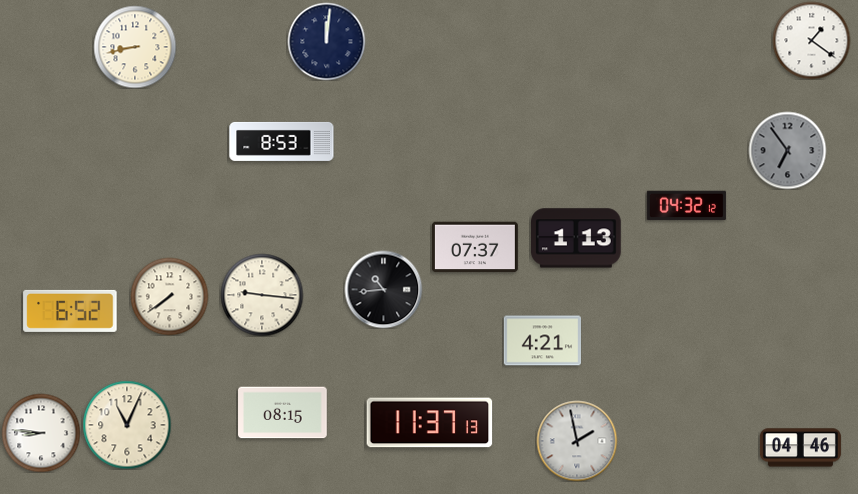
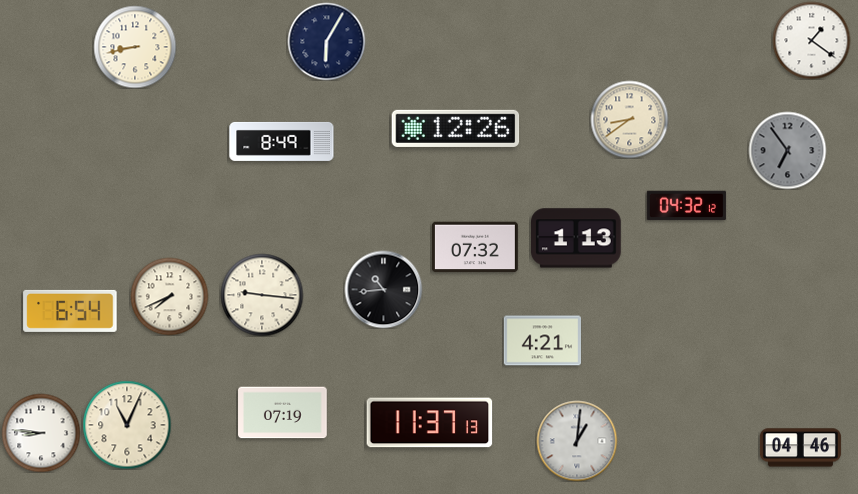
clock at (326, 41): 12:01 -> 6:05
clock at (629, 119): none -> 8:39
clock at (456, 128): none -> 12:26
clock at (282, 141): 8:53 -> 8:49
clock at (475, 247): 07:37 -> 07:32
clock at (169, 296): 7:39 -> 7:41
clock at (70, 311): 6:52 -> 6:54
clock at (283, 413): 08:15 -> 07:19
clock at (577, 441): 1:58 -> 1:01
